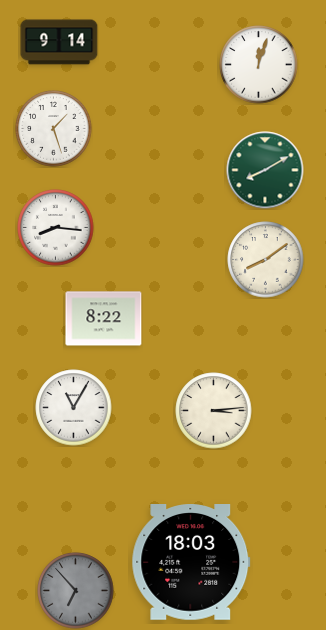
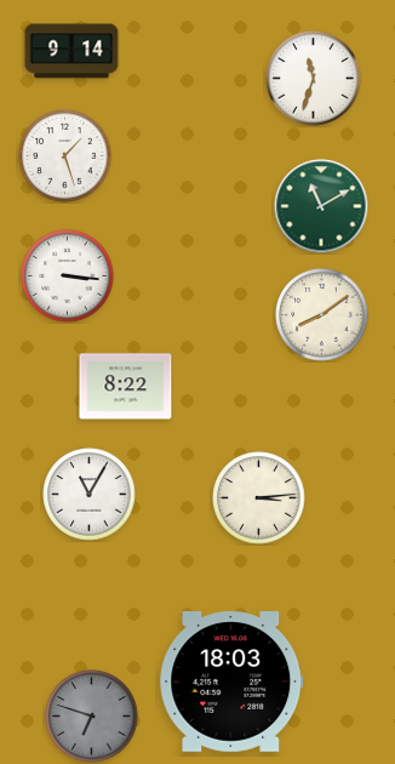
clock at (259, 65): 12:03 -> 11:33
clock at (265, 170): 8:10 -> 11:10
clock at (56, 228): 8:16 -> 3:16
clock at (76, 591): 6:53 -> 6:48
